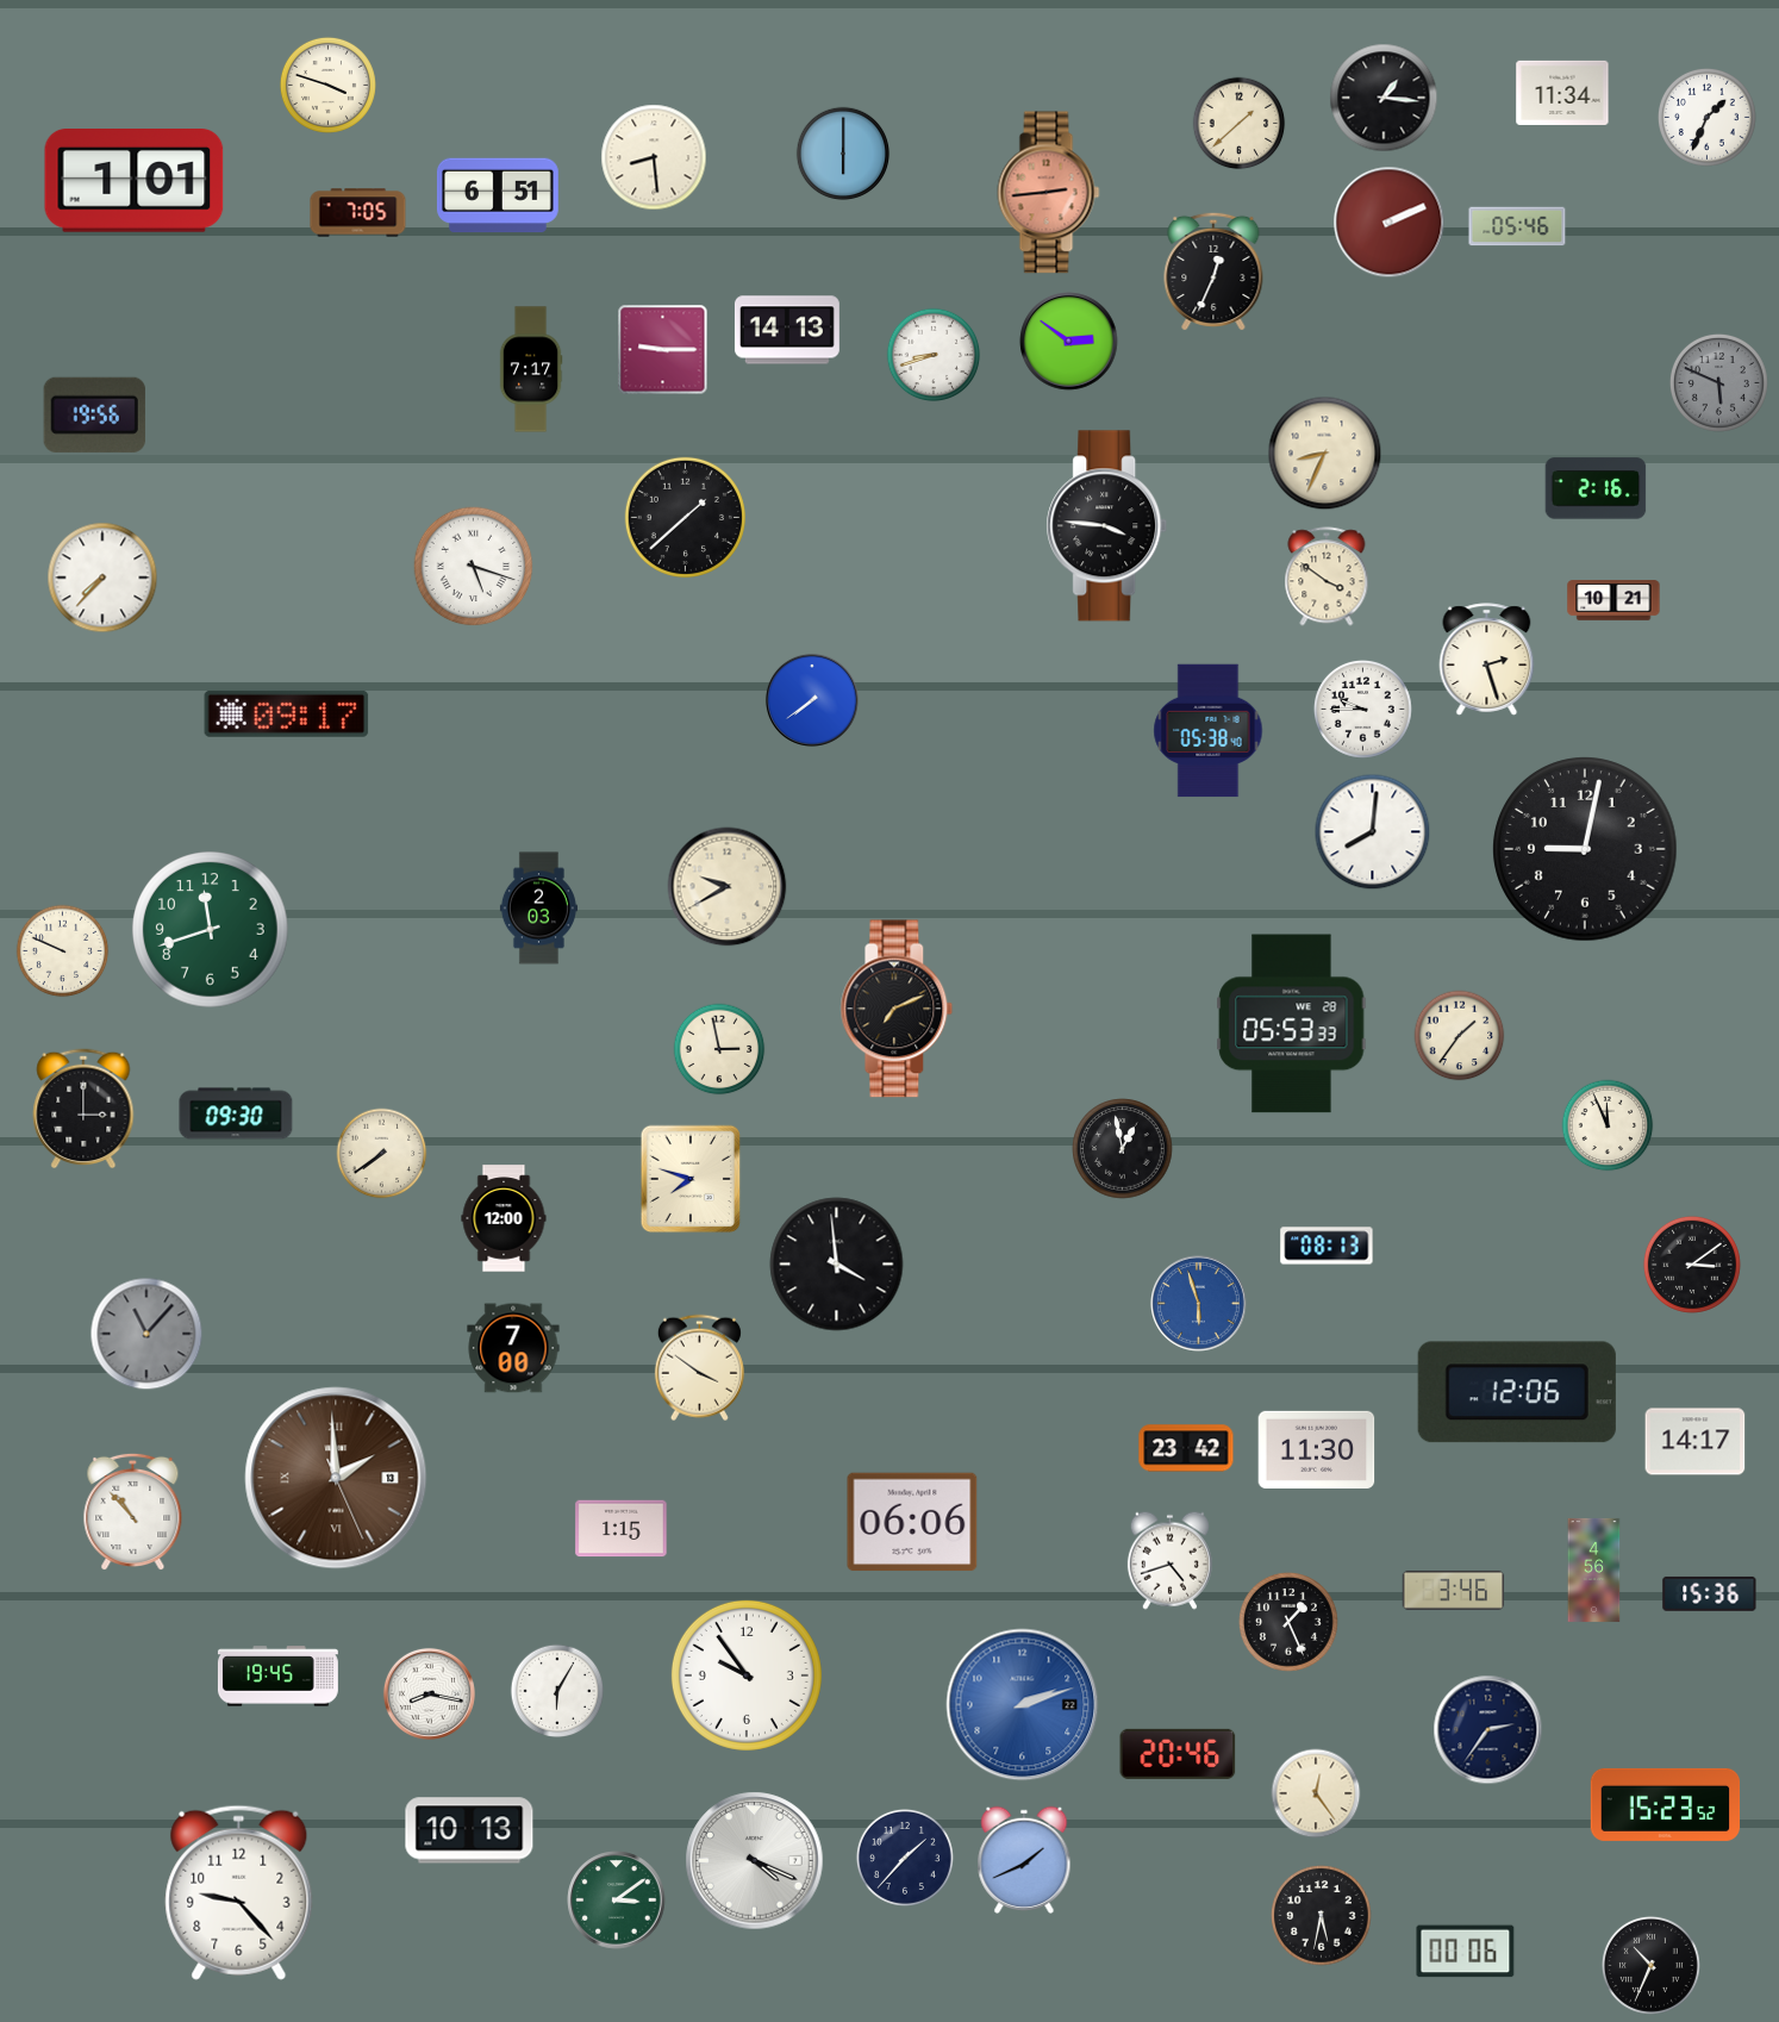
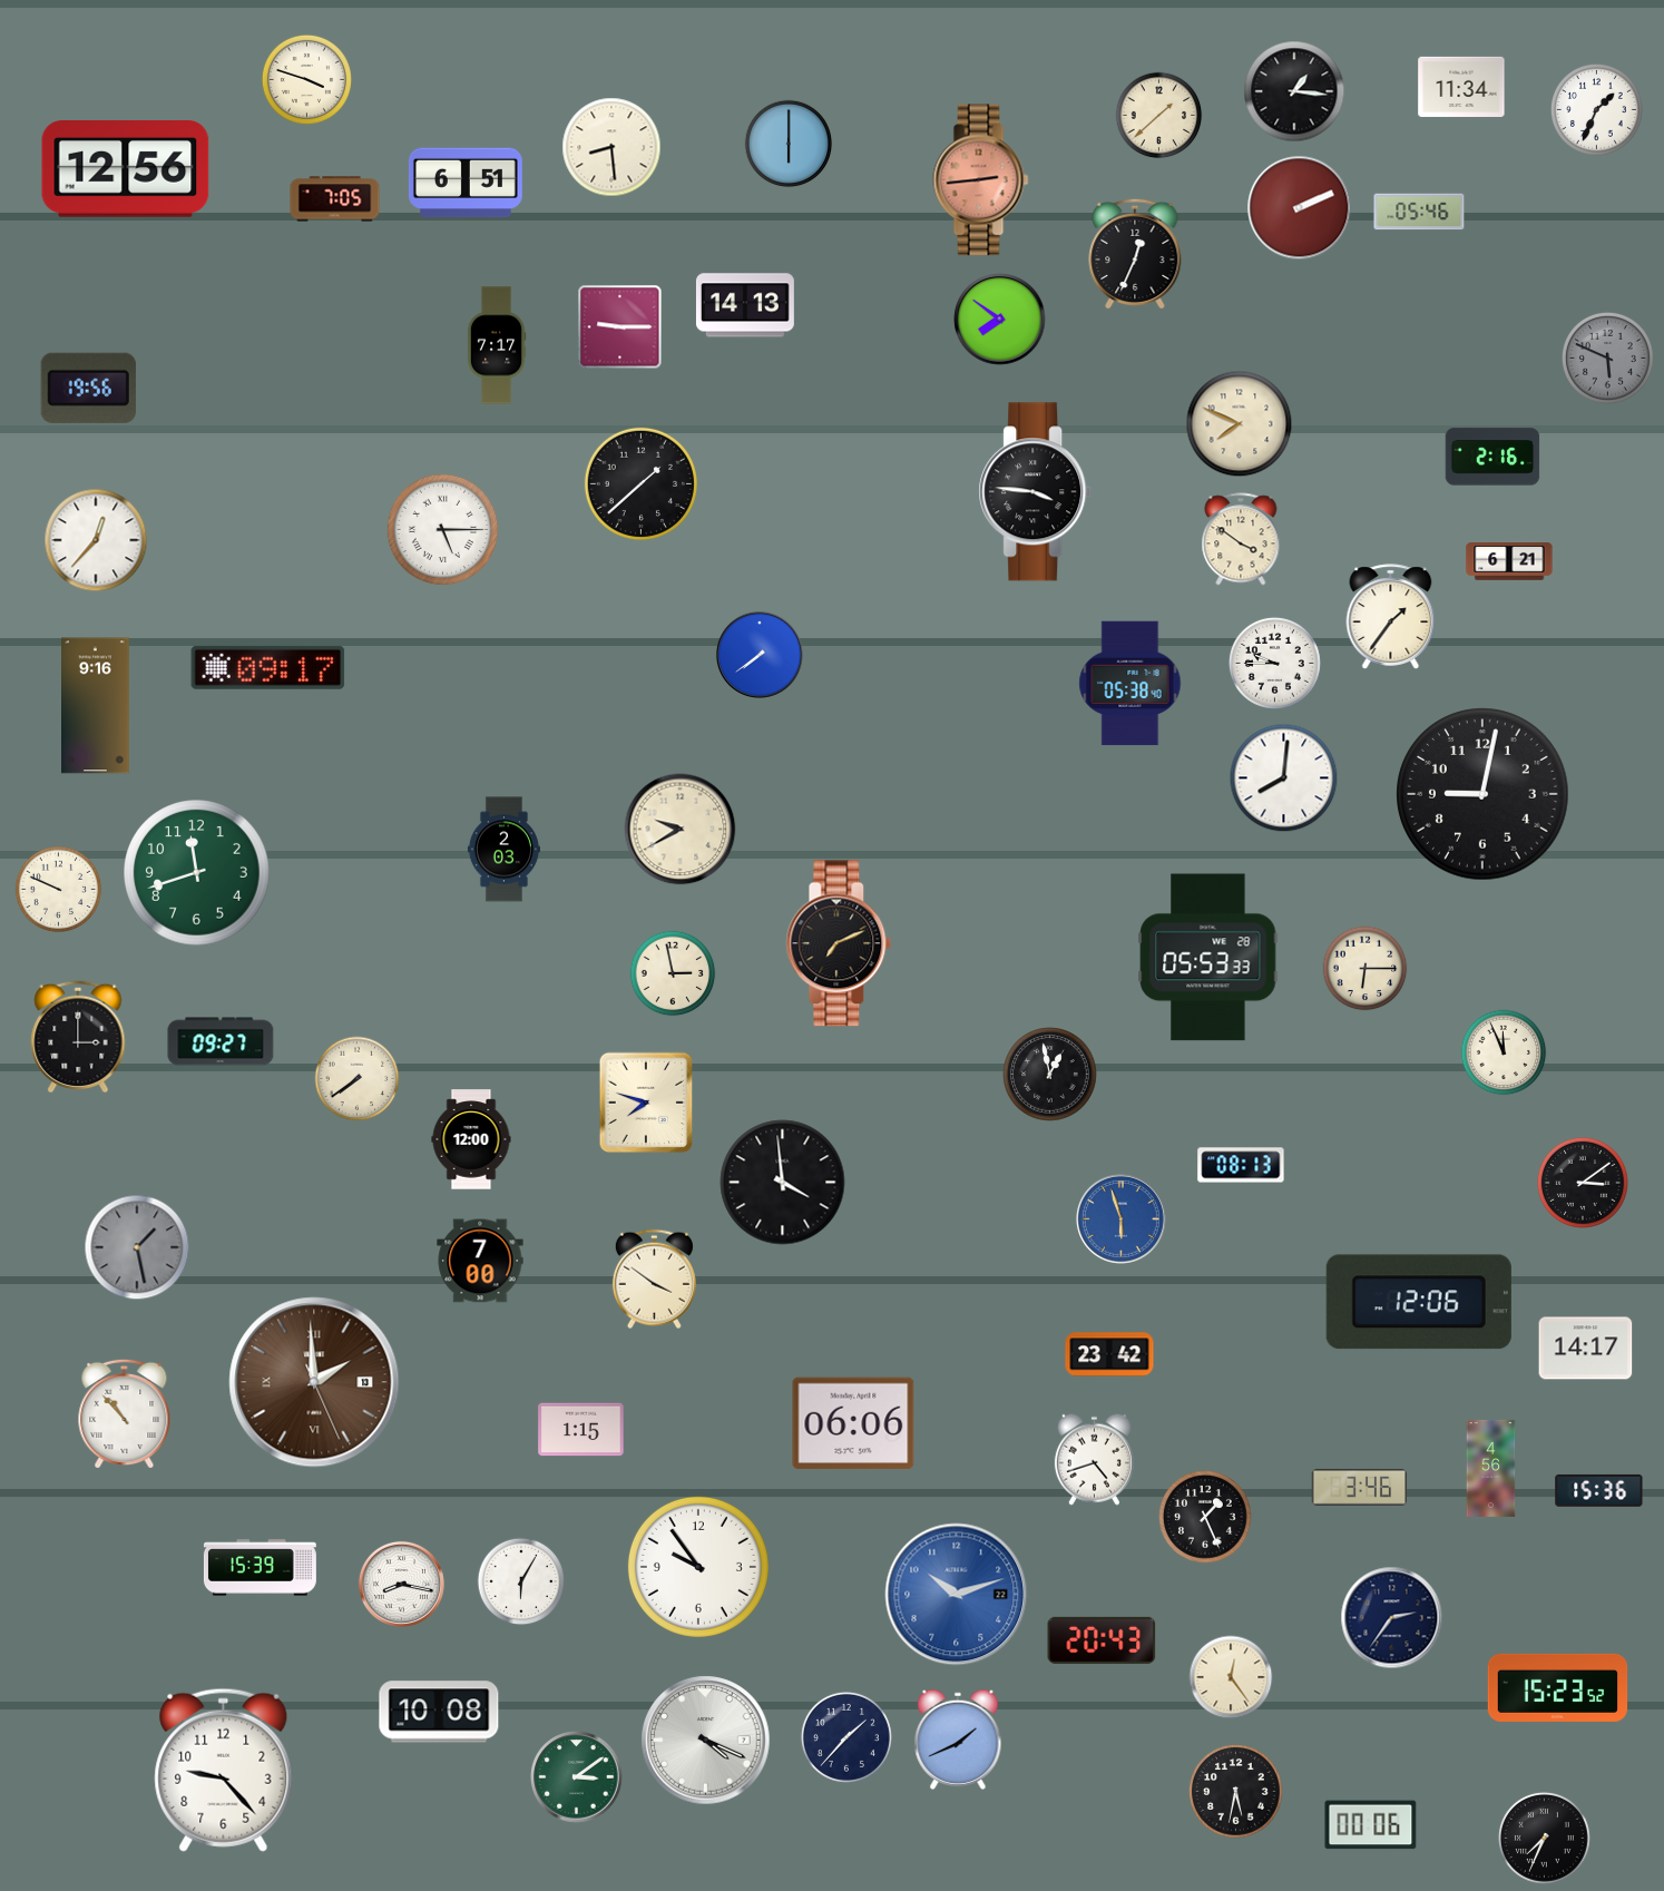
clock at (135, 181): 1:01 -> 12:56
clock at (787, 330) position: (787, 330) -> (745, 305)
clock at (1069, 342): 2:51 -> 7:51
clock at (934, 355): 8:42 -> none
clock at (1325, 454): 8:34 -> 7:49
clock at (474, 567): 5:18 -> 5:15
clock at (102, 578): 7:37 -> 12:37
clock at (1613, 600): 10:21 -> 6:21
clock at (1487, 660): 2:27 -> 1:36
clock at (96, 706): none -> 9:16
clock at (211, 930) position: (211, 930) -> (197, 873)
clock at (1460, 1036): 1:36 -> 6:15
clock at (719, 1049) position: (719, 1049) -> (673, 973)
clock at (236, 1113): 09:30 -> 09:27
clock at (146, 1334): 11:07 -> 1:28
clock at (1317, 1449): 11:30 -> none
clock at (277, 1677): 19:45 -> 15:39
clock at (1023, 1705): 2:12 -> 10:12
clock at (1178, 1754): 20:46 -> 20:43
clock at (469, 1830): 10:13 -> 10:08
clock at (1650, 1965): 10:34 -> 7:34
